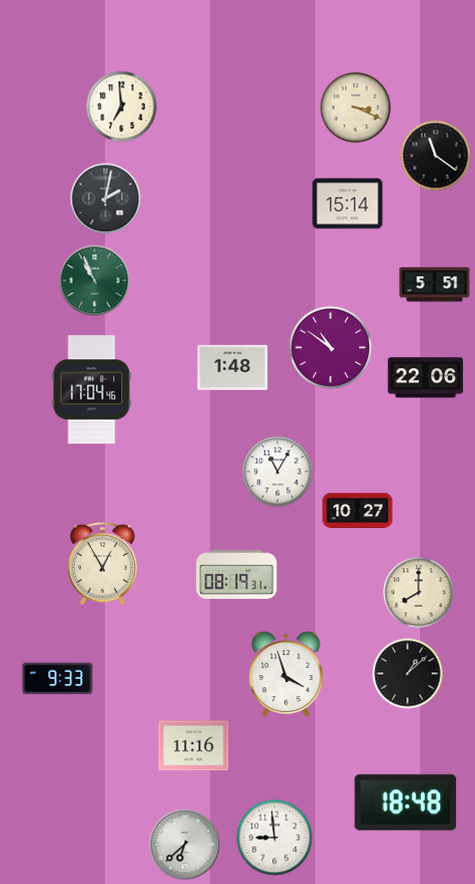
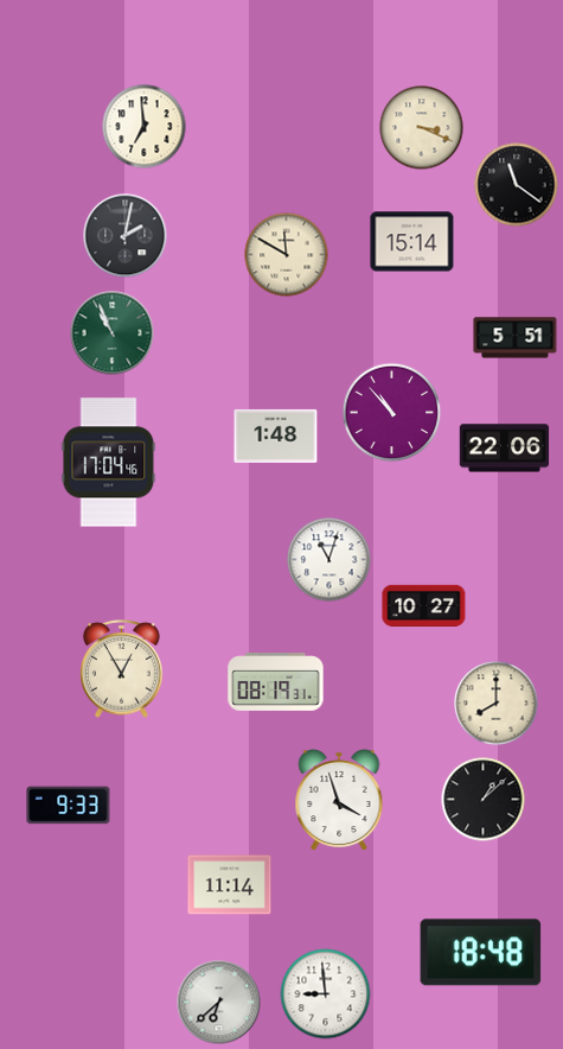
clock at (287, 255): none -> 11:50
clock at (331, 348): 10:51 -> 10:53
clock at (278, 472): 11:05 -> 11:03
clock at (237, 575) position: (237, 575) -> (276, 682)
clock at (194, 746): 11:16 -> 11:14
